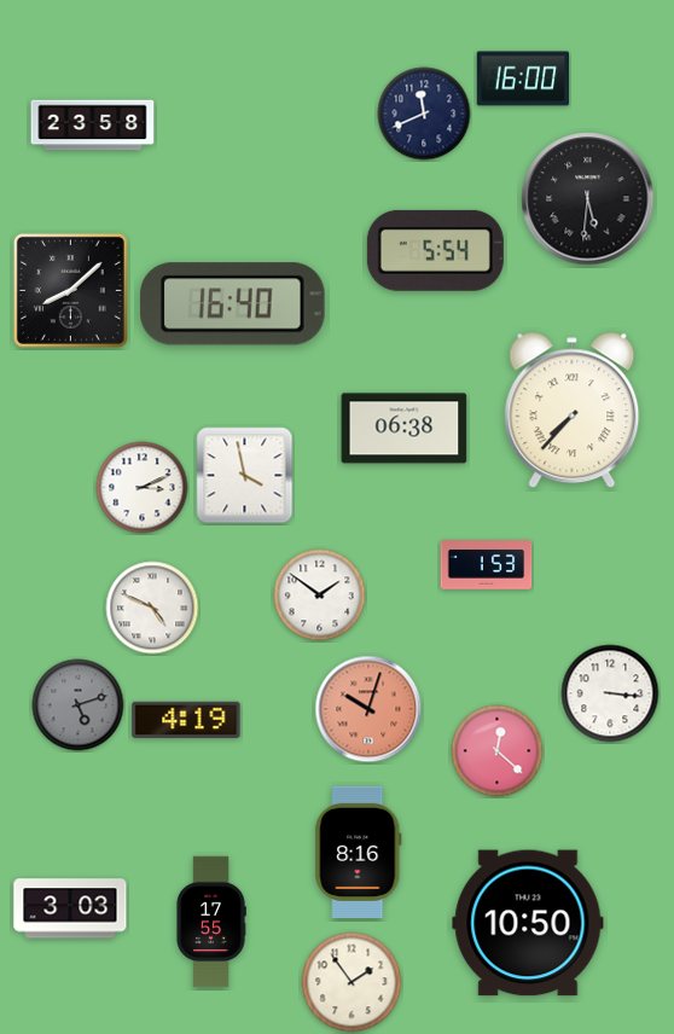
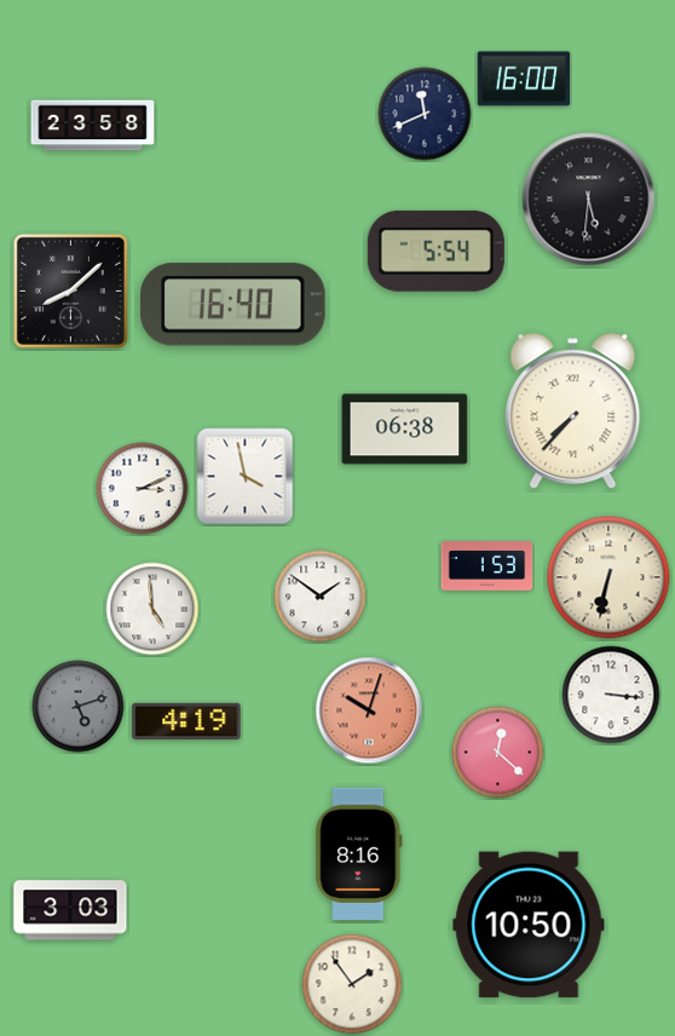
clock at (608, 577): none -> 6:32
clock at (152, 608): 4:49 -> 4:59
clock at (211, 922): 17:55 -> none
